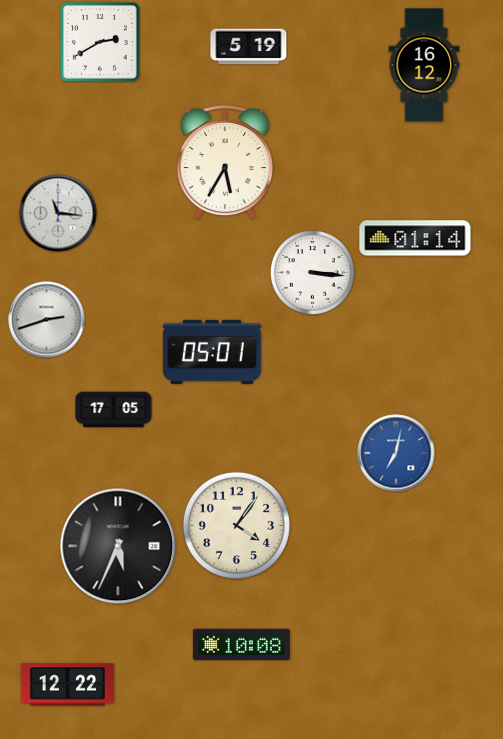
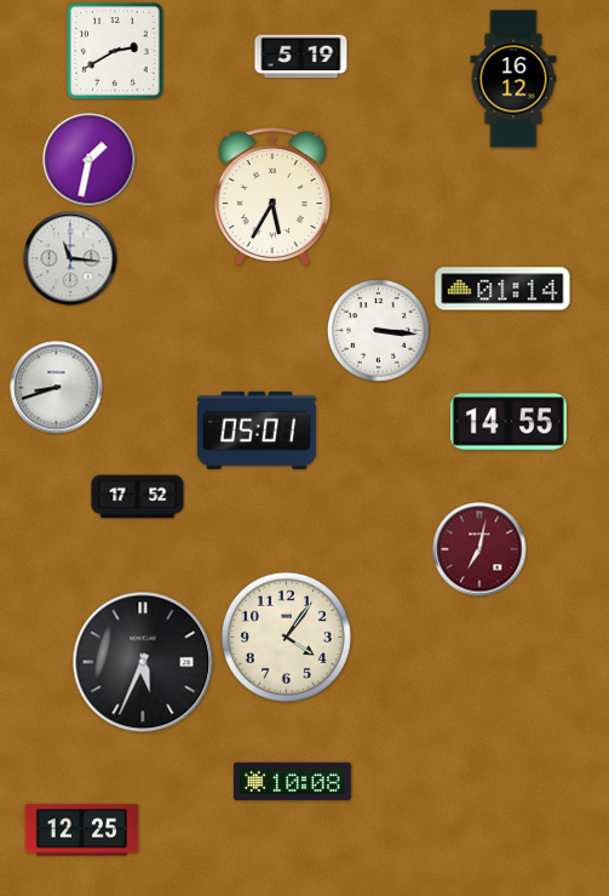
clock at (101, 43) position: (101, 43) -> (116, 52)
clock at (90, 160): none -> 1:32
clock at (47, 320): 2:42 -> 8:42
clock at (509, 422): none -> 14:55
clock at (212, 352) position: (212, 352) -> (257, 430)
clock at (114, 410): 17:05 -> 17:52
clock at (396, 453) dial: blue -> burgundy
clock at (67, 685): 12:22 -> 12:25
